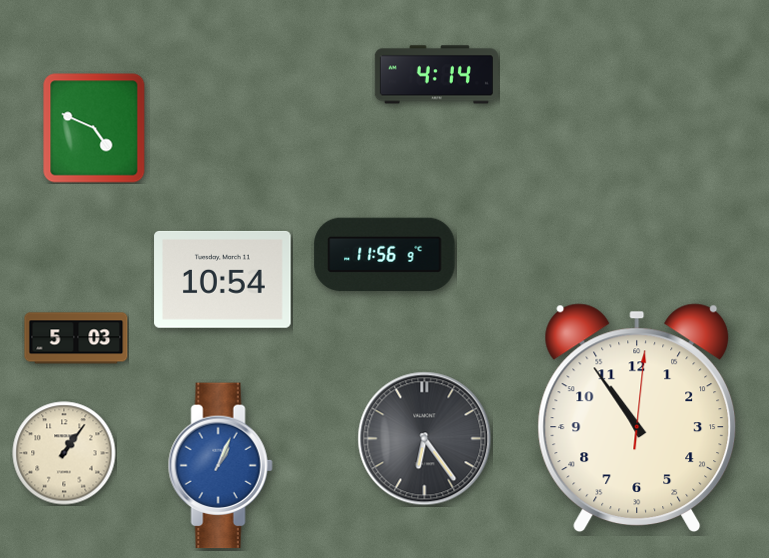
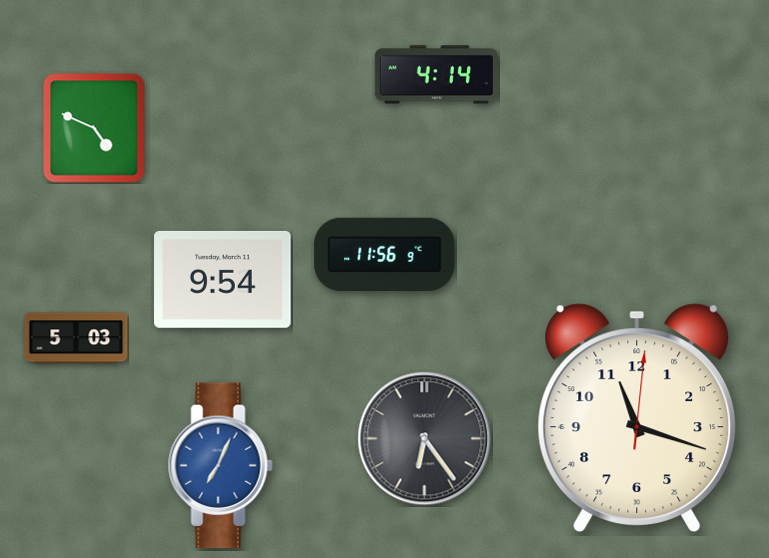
clock at (223, 279): 10:54 -> 9:54
clock at (637, 418): 10:54 -> 11:18
clock at (64, 453): 1:06 -> none
clock at (220, 466): 1:04 -> 7:04
